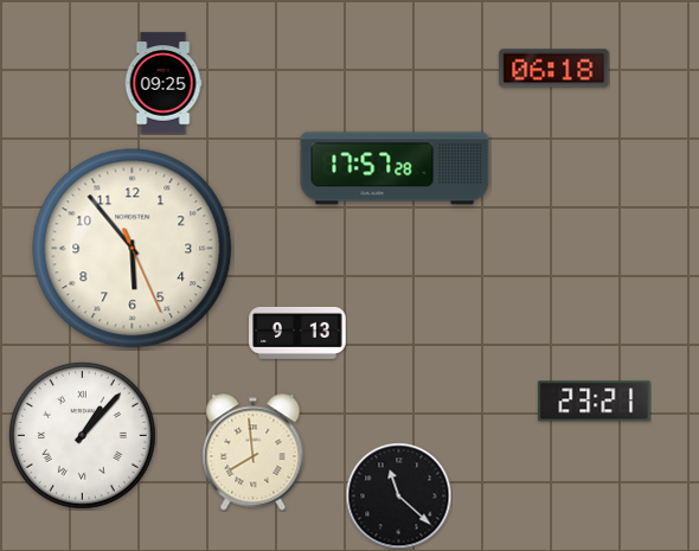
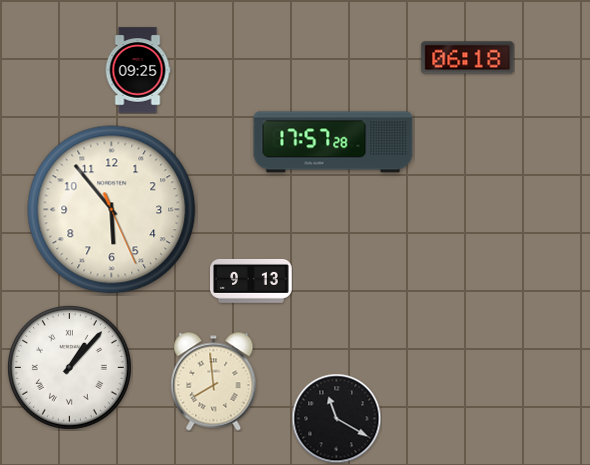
clock at (595, 402): 23:21 -> none
clock at (398, 495): 11:22 -> 11:20
